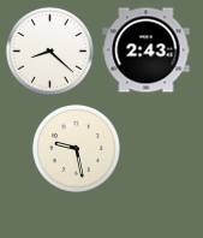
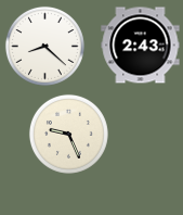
clock at (147, 50) position: (147, 50) -> (141, 46)
clock at (76, 148): 9:28 -> 9:26
